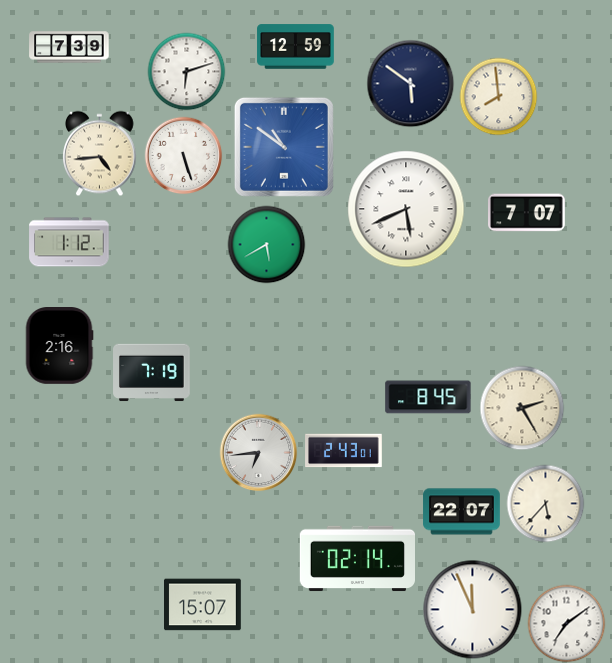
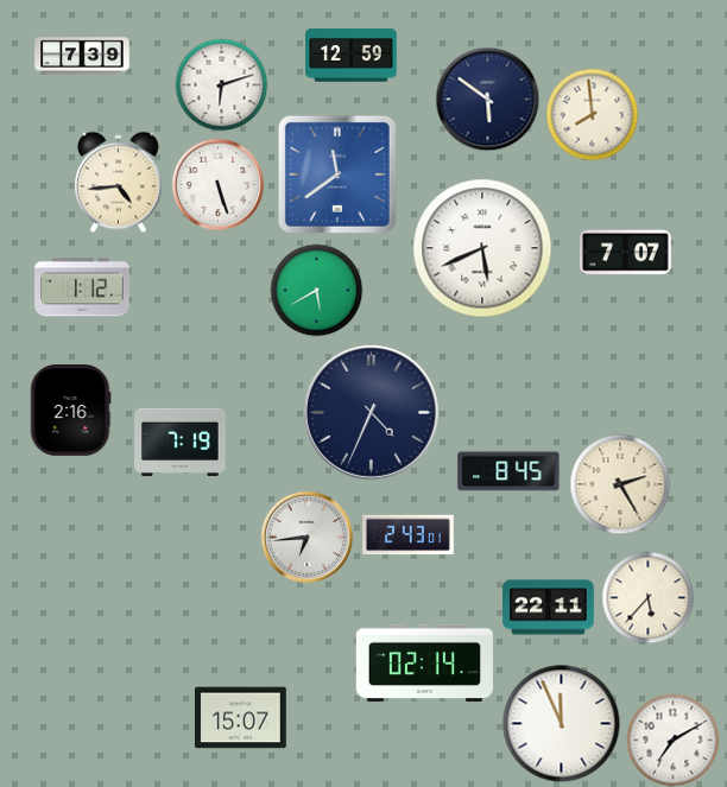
clock at (284, 147): 10:51 -> 11:39
clock at (371, 412): none -> 4:34
clock at (462, 512): 22:07 -> 22:11
clock at (566, 623): 7:09 -> 7:10
